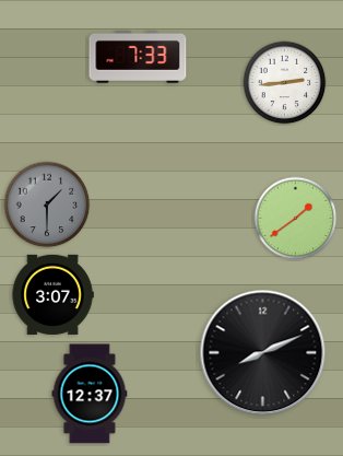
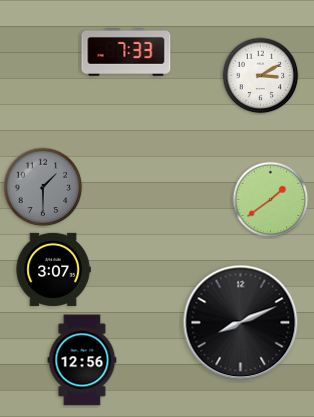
clock at (285, 83): 2:44 -> 3:10
clock at (52, 294) position: (52, 294) -> (53, 269)
clock at (90, 394): 12:37 -> 12:56
